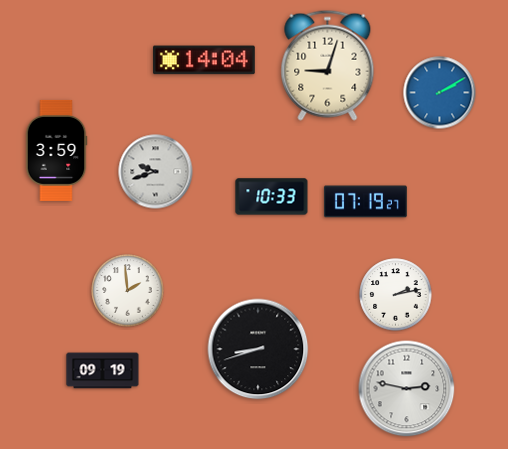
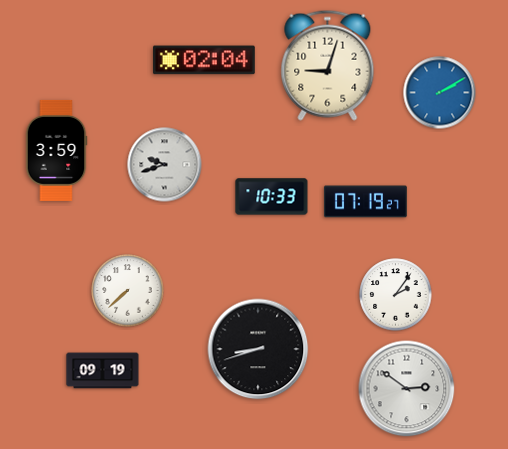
clock at (204, 60): 14:04 -> 02:04
clock at (156, 172) position: (156, 172) -> (165, 165)
clock at (128, 291): 1:59 -> 7:38
clock at (396, 295): 2:13 -> 2:06
clock at (407, 389): 2:47 -> 2:51
